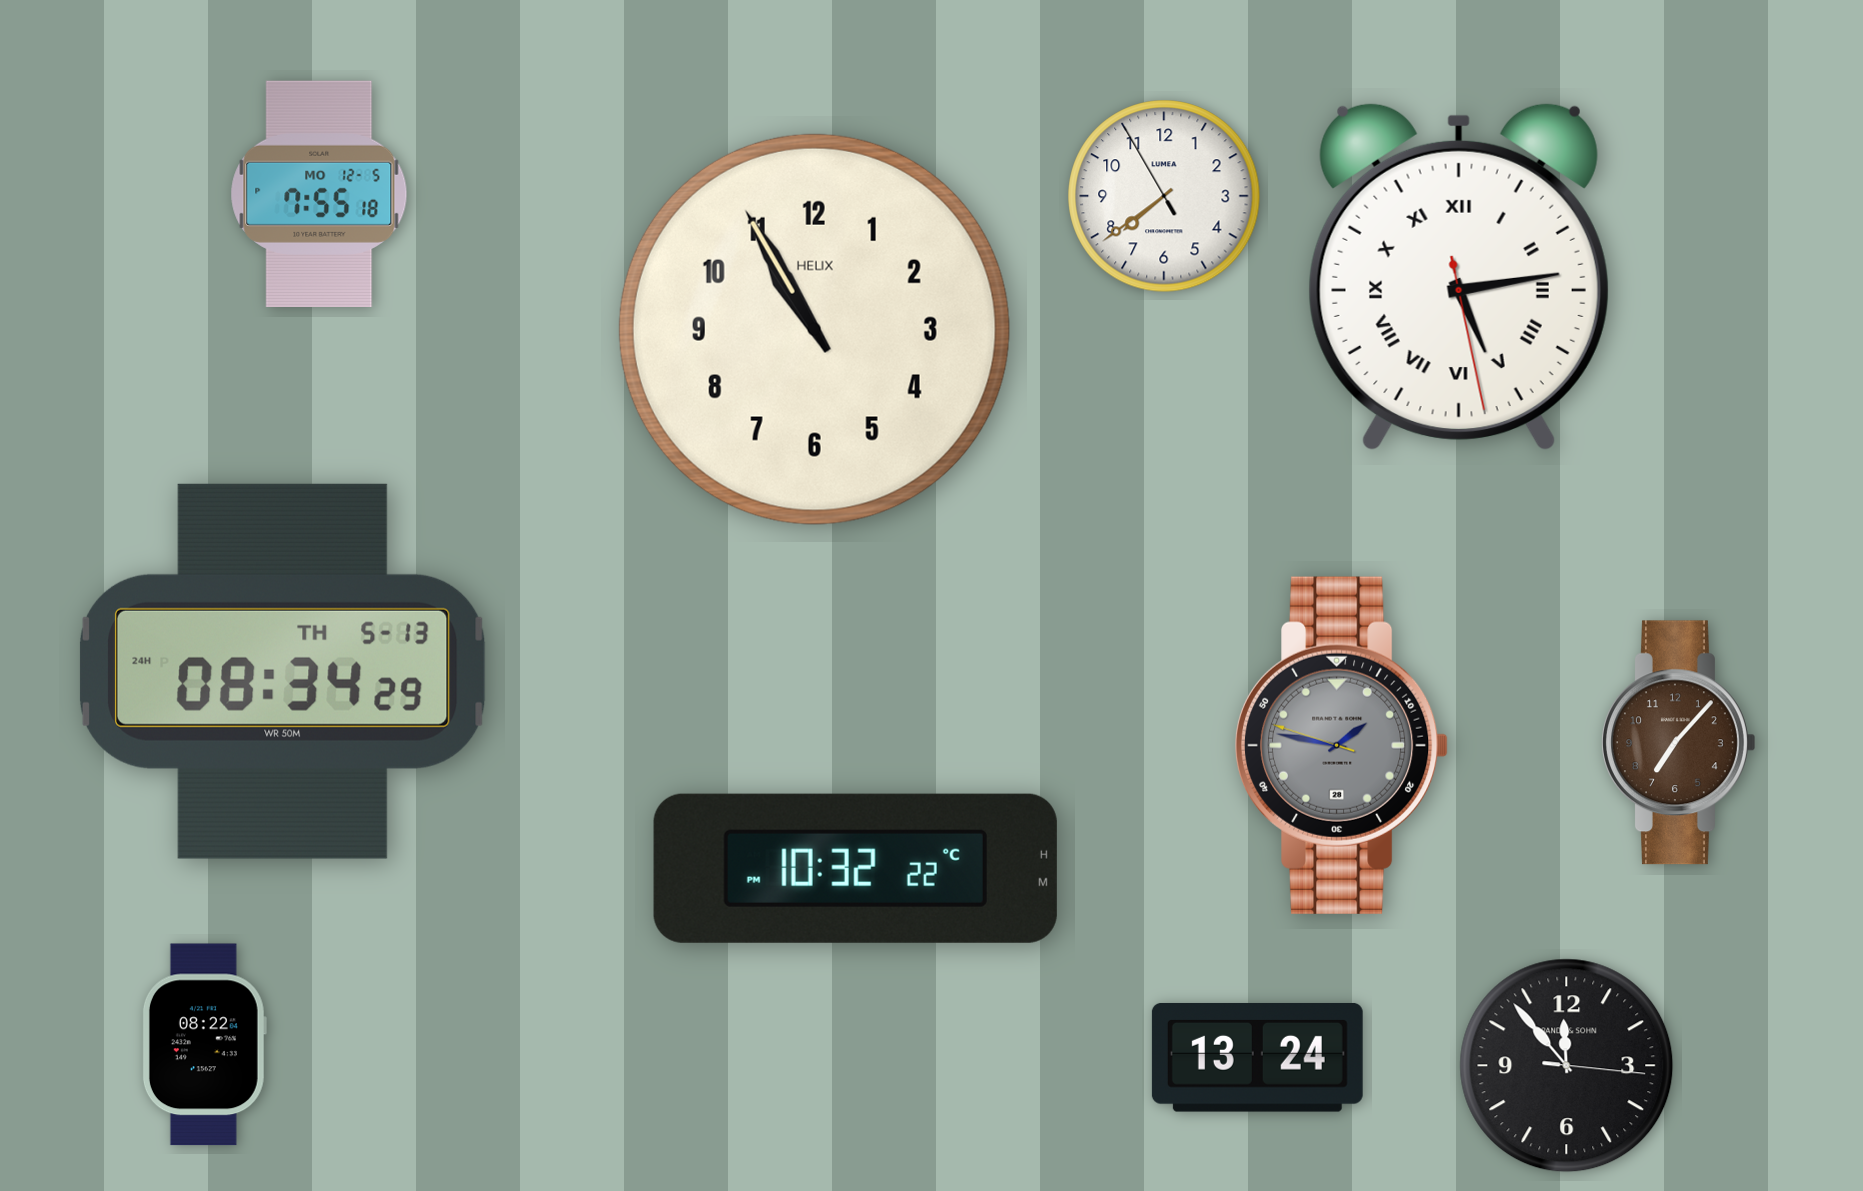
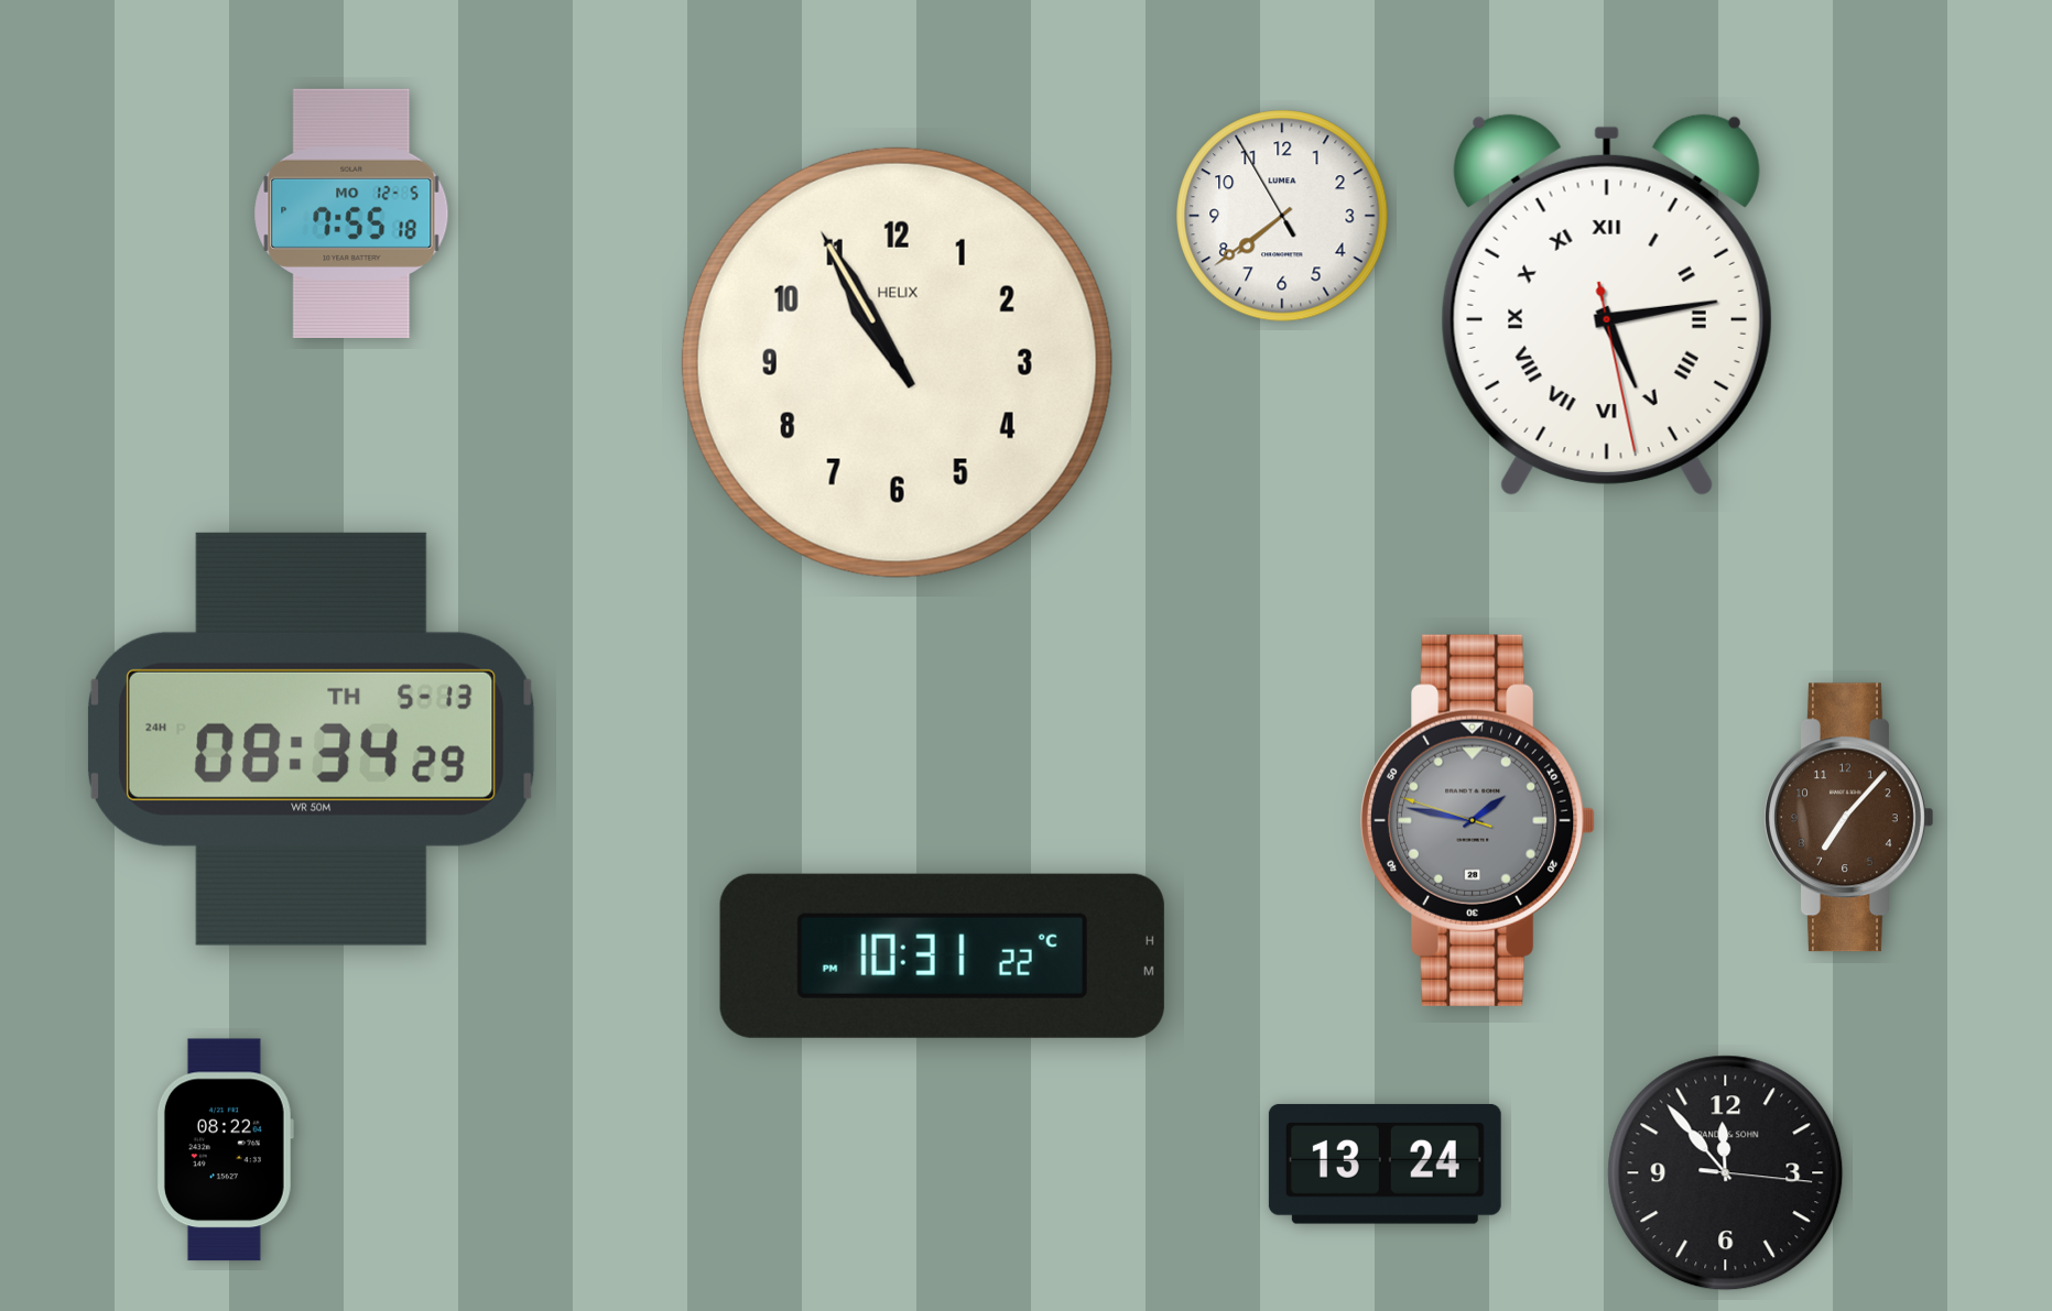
clock at (855, 868): 10:32 -> 10:31
